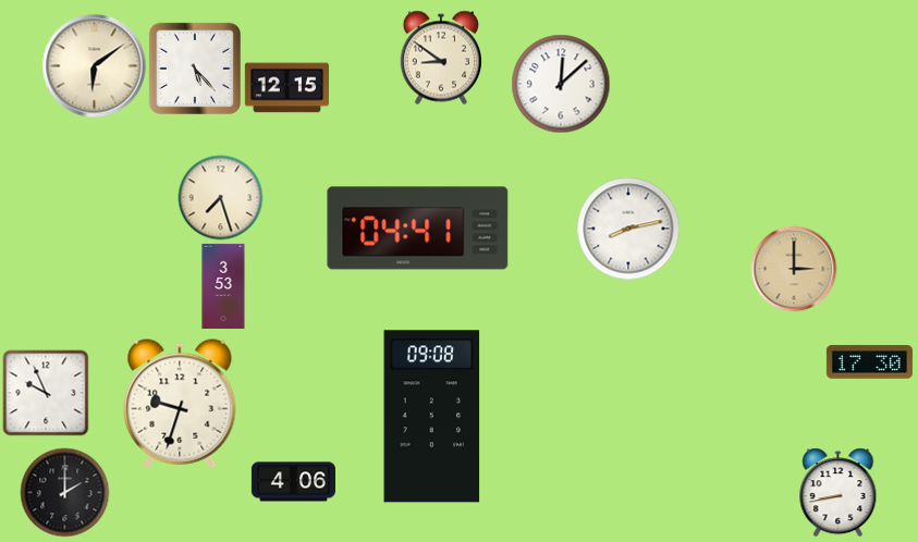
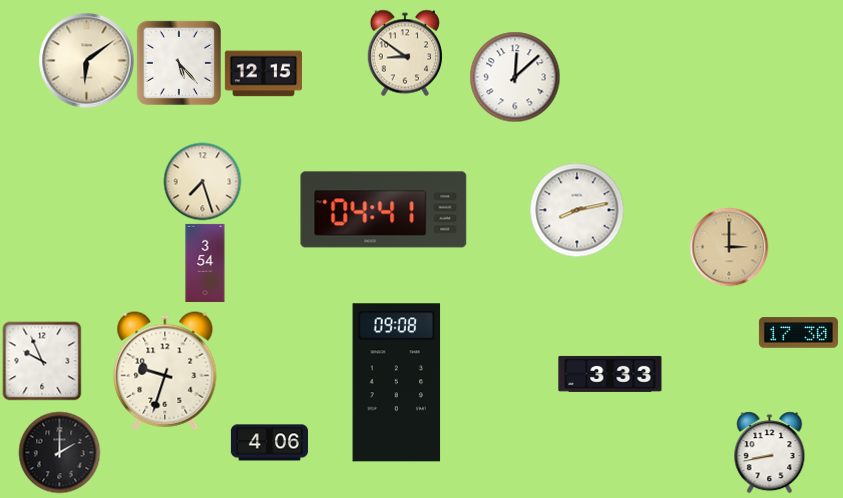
clock at (286, 88) position: (286, 88) -> (263, 74)
clock at (223, 286): 3:53 -> 3:54
clock at (610, 374): none -> 3:33
